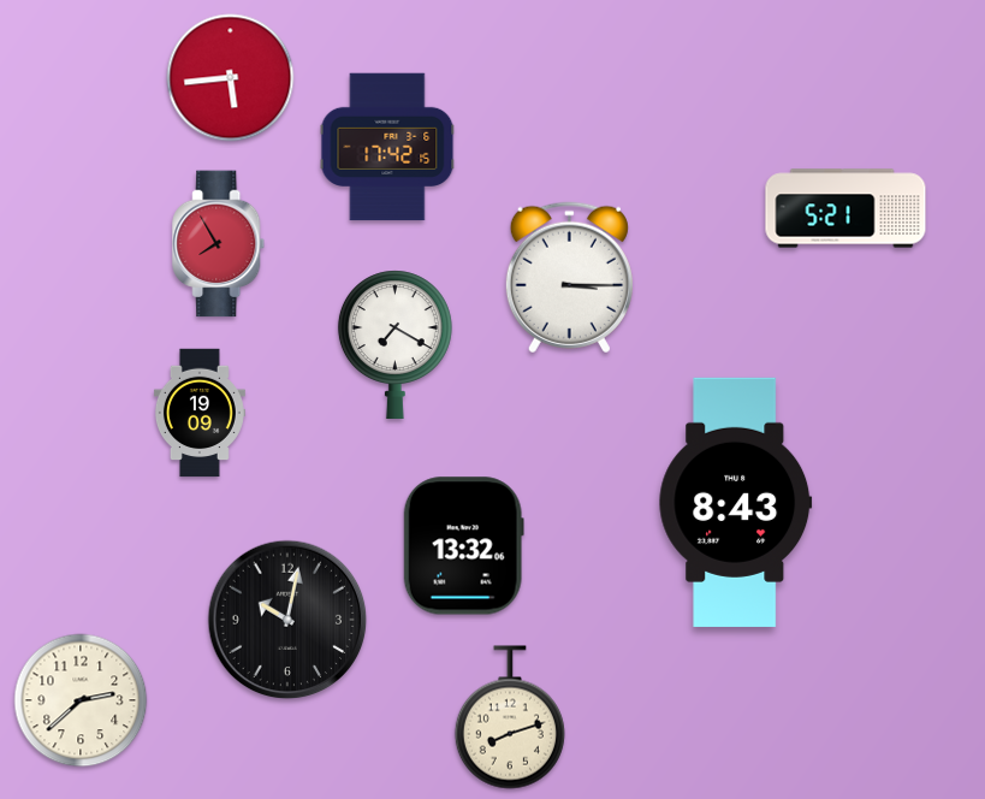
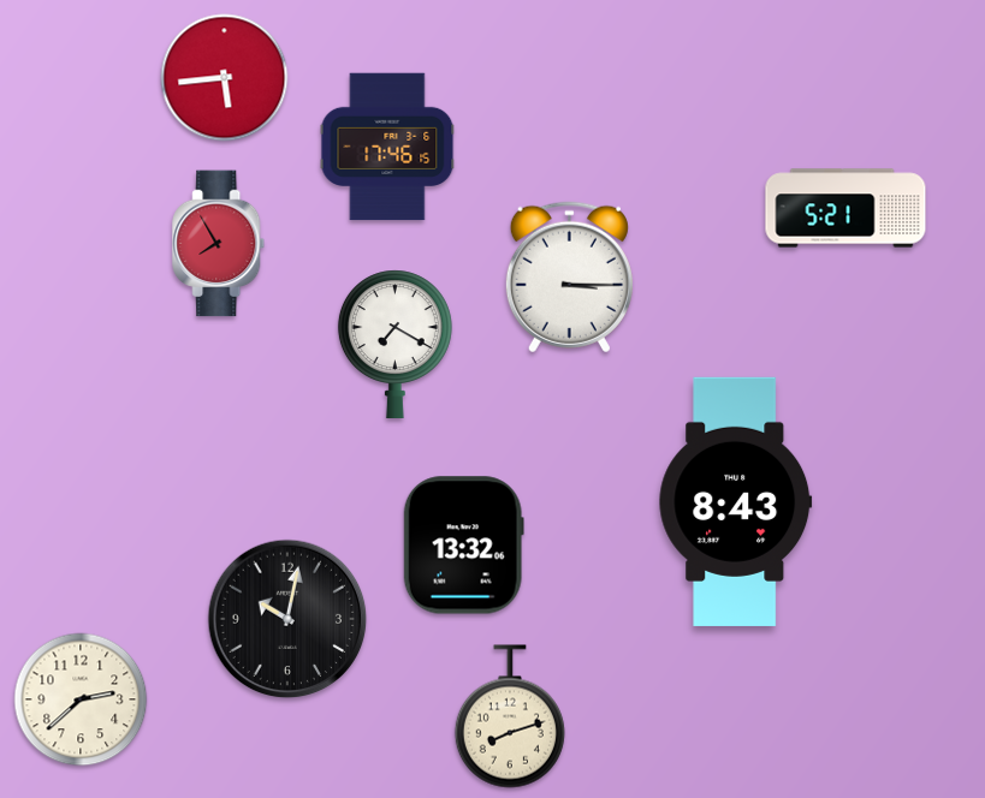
clock at (231, 78) position: (231, 78) -> (225, 78)
clock at (387, 147): 17:42 -> 17:46
clock at (200, 413): 19:09 -> none
